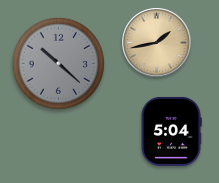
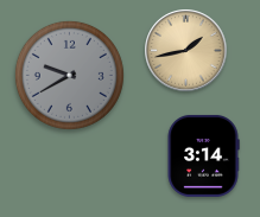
clock at (58, 63): 10:22 -> 9:40
clock at (171, 131): 5:04 -> 3:14
